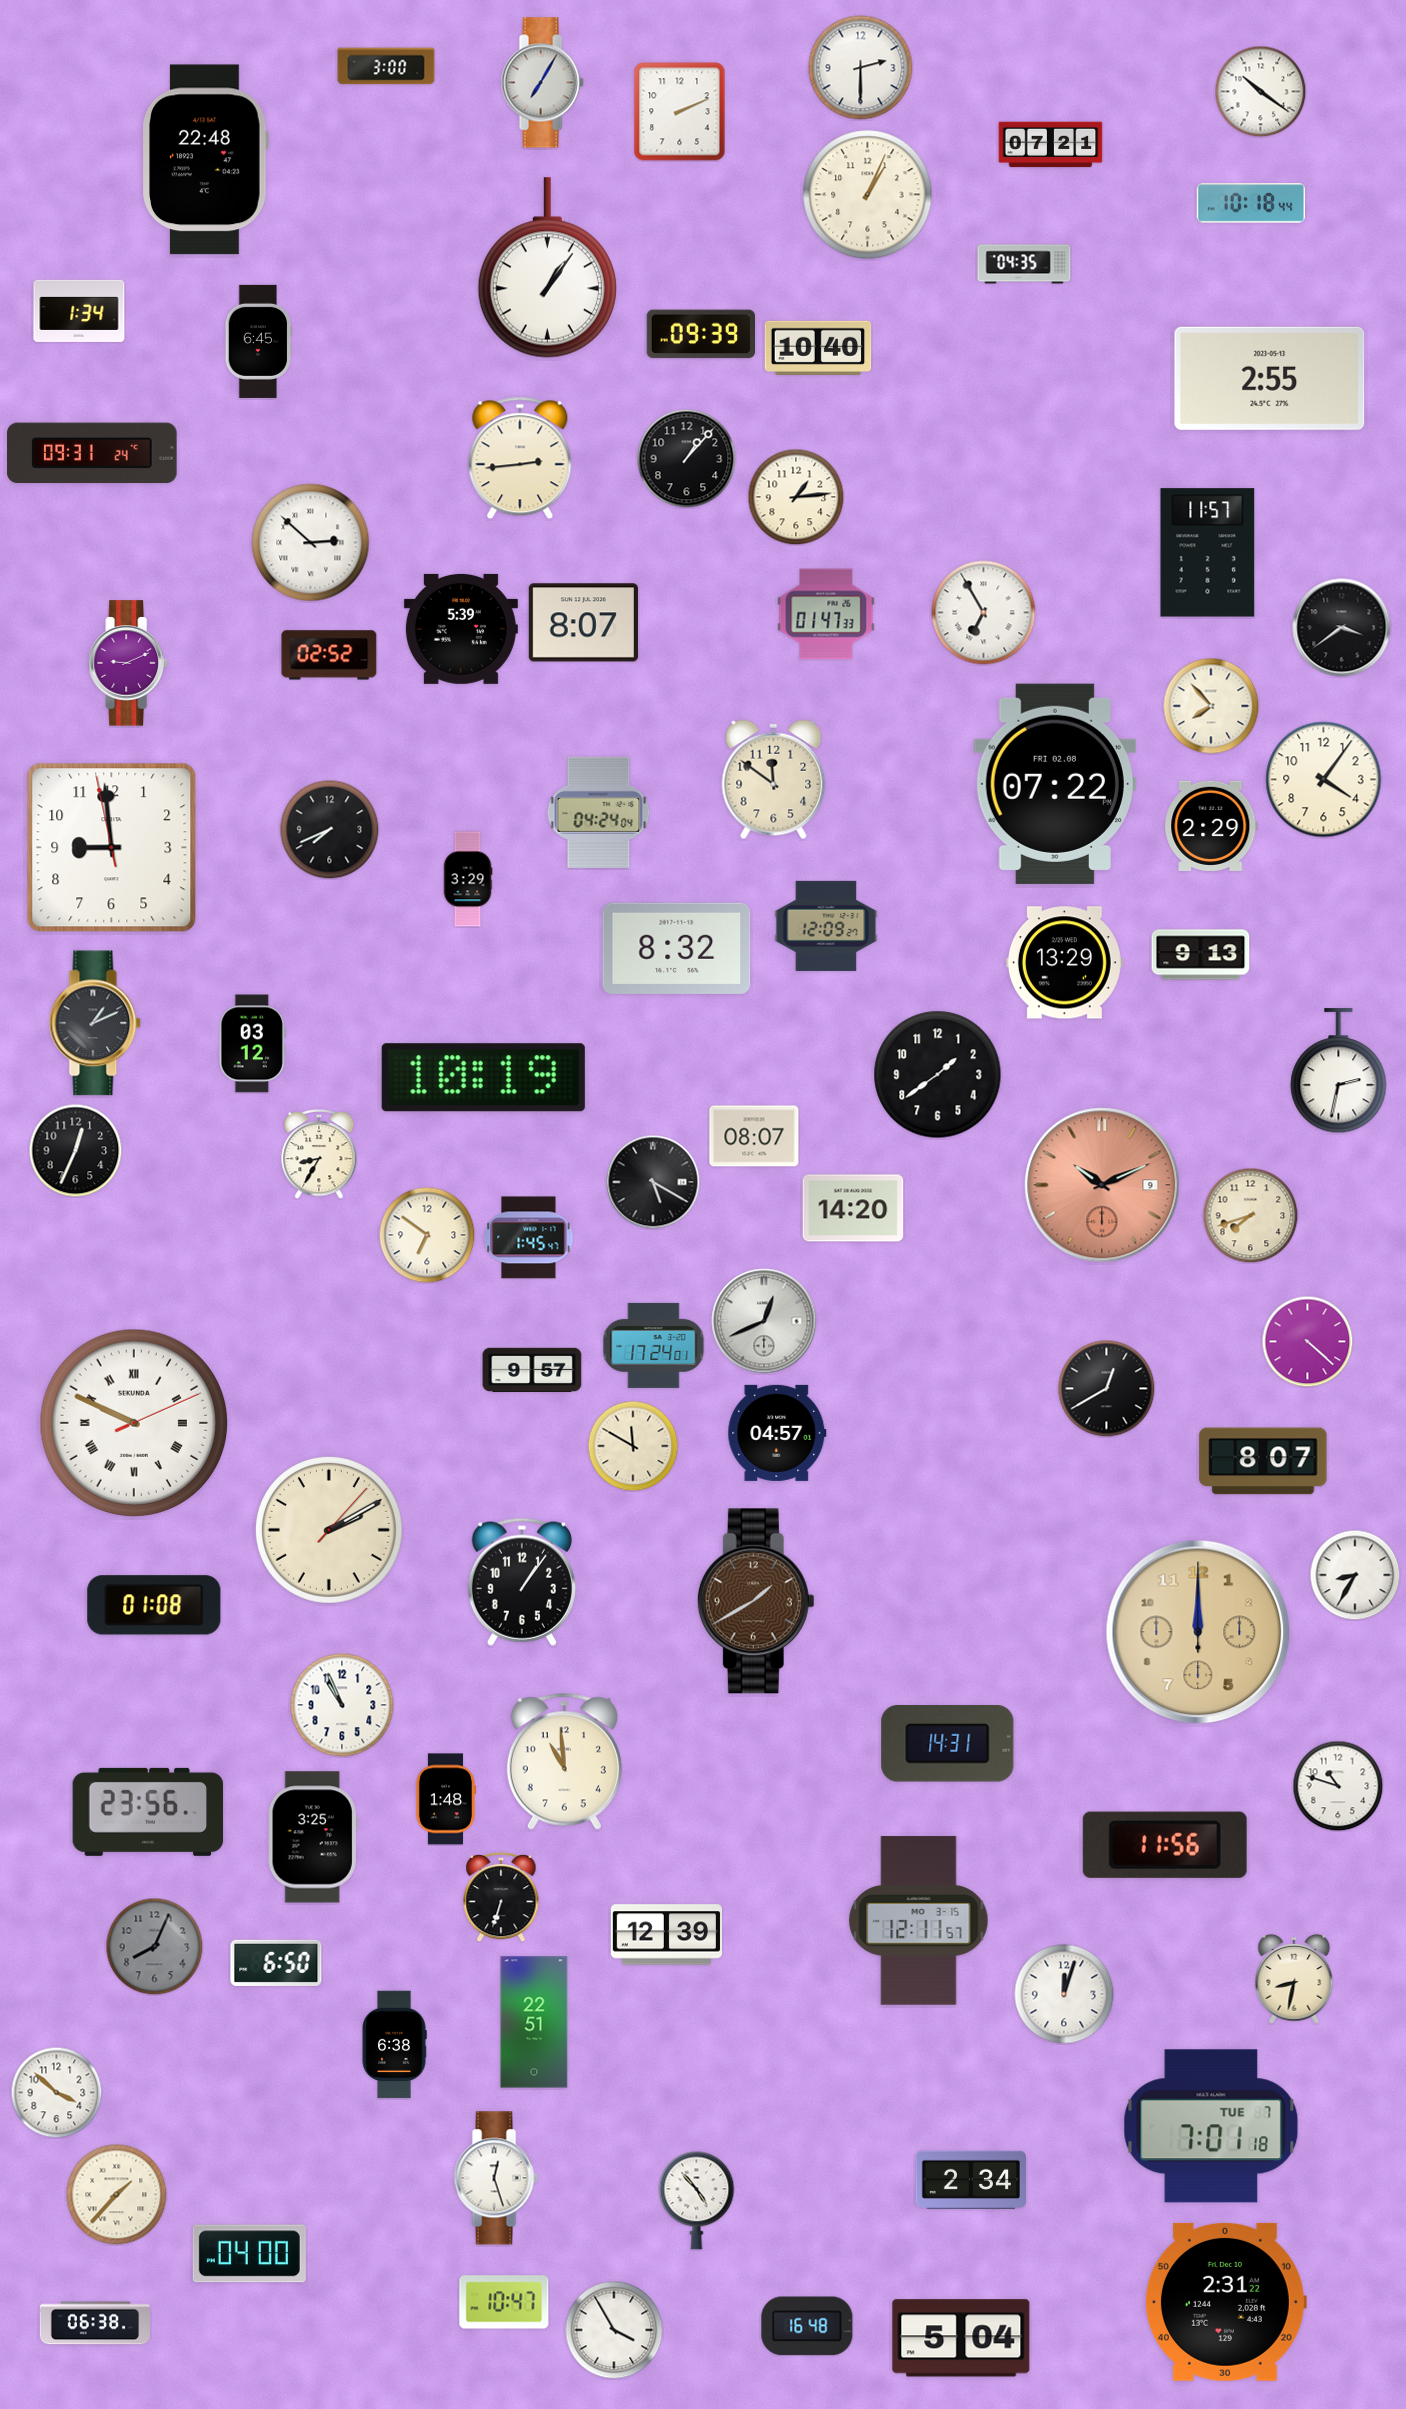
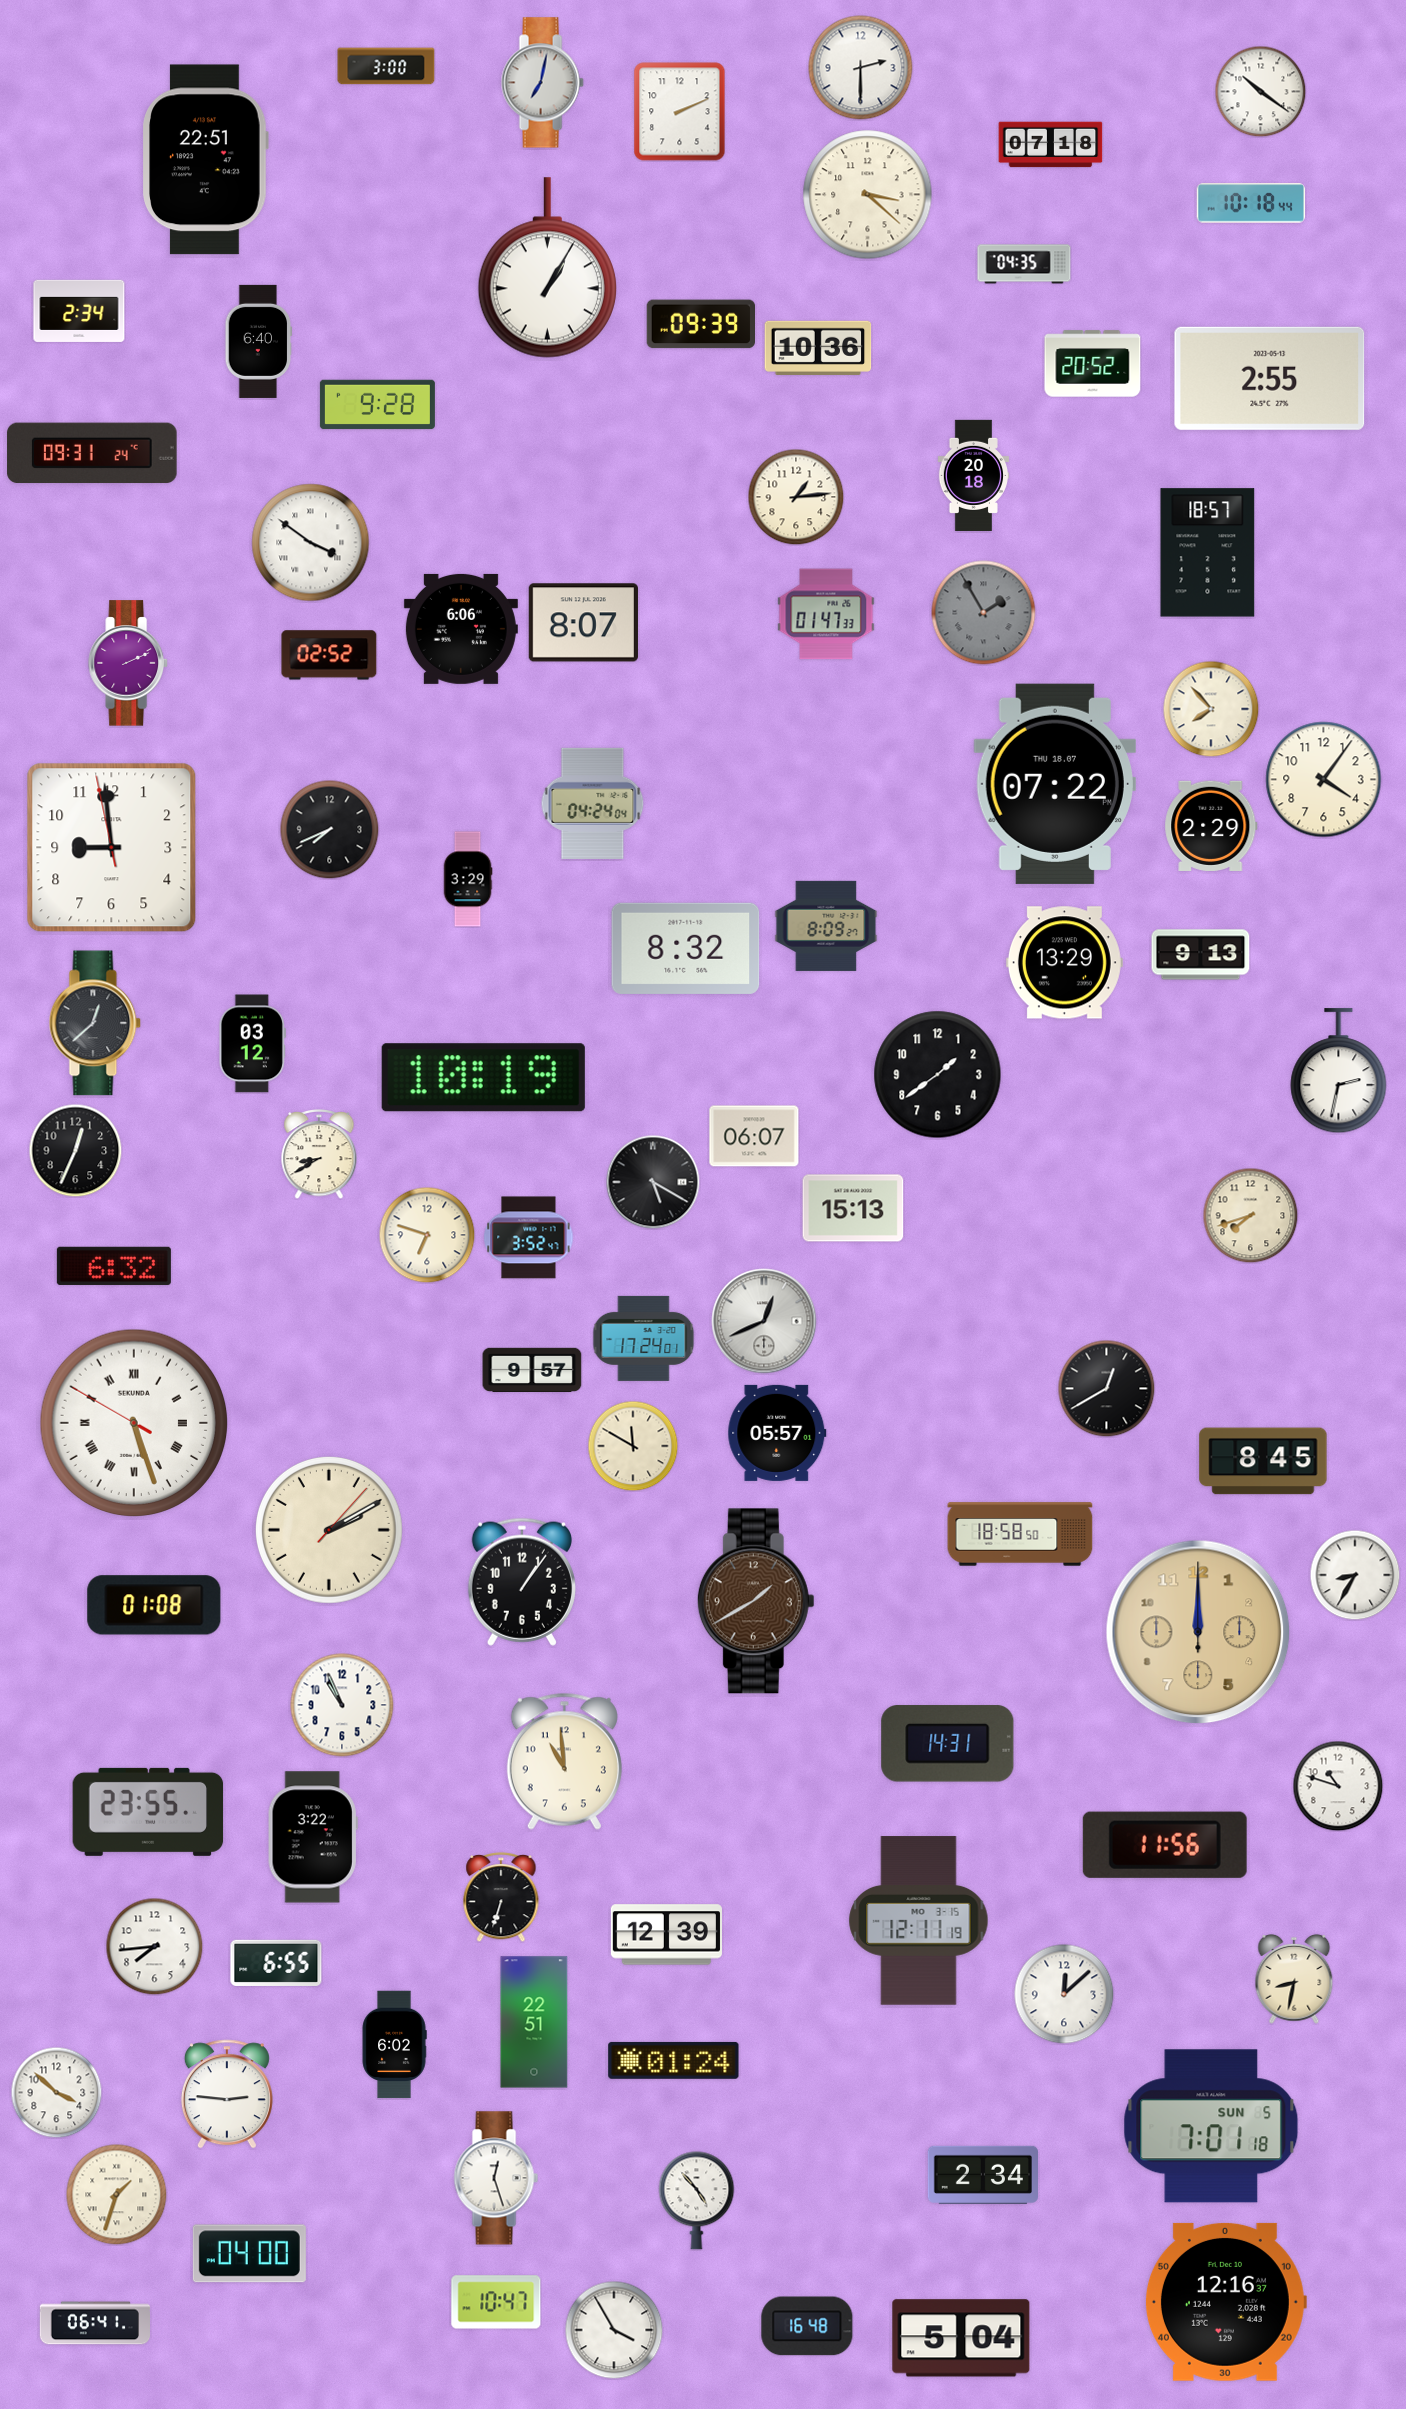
clock at (542, 83): 7:05 -> 7:02
clock at (1051, 145): 07:21 -> 07:18
clock at (205, 160): 22:48 -> 22:51
clock at (868, 195): 1:04 -> 3:22
clock at (547, 268): 1:06 -> 1:05
clock at (79, 311): 1:34 -> 2:34
clock at (700, 334) position: (700, 334) -> (700, 324)
clock at (259, 341): 6:45 -> 6:40
clock at (818, 348): 10:40 -> 10:36
clock at (1093, 364): none -> 20:52
clock at (377, 405): none -> 9:28
clock at (520, 458): 2:44 -> none
clock at (687, 459): 1:07 -> none
clock at (973, 475): none -> 20:18
clock at (311, 543): 2:52 -> 3:51
clock at (1208, 553): 11:57 -> 18:57
clock at (984, 613): 6:55 -> 1:55
clock at (984, 613) dial: white -> grey
clock at (1342, 628): 3:39 -> none
clock at (461, 629): 5:39 -> 6:06
clock at (128, 663): 9:11 -> 2:11
clock at (1211, 706) position: (1211, 706) -> (1211, 709)
clock at (774, 780): 11:51 -> none
clock at (1055, 784) date: FRI 02.08 -> THU 18.07
clock at (599, 812) position: (599, 812) -> (593, 803)
clock at (826, 926): 12:09 -> 8:09
clock at (677, 948) position: (677, 948) -> (686, 948)
clock at (95, 1023): 1:11 -> 12:38
clock at (754, 1136): 08:07 -> 06:07
clock at (319, 1154): 8:35 -> 8:40
clock at (1102, 1185): 10:11 -> none
clock at (853, 1208): 14:20 -> 15:13
clock at (427, 1235): 6:51 -> 6:48
clock at (529, 1238): 1:45 -> 3:52
clock at (114, 1266): none -> 6:32
clock at (1307, 1341): 4:22 -> none
clock at (654, 1345) position: (654, 1345) -> (644, 1338)
clock at (134, 1423): 9:49 -> 5:26
clock at (777, 1433): 04:57 -> 05:57
clock at (1263, 1461): 8:07 -> 8:45
clock at (1020, 1534): none -> 18:58
clock at (445, 1799): 1:48 -> none
clock at (148, 1812): 23:56 -> 23:55
clock at (313, 1837): 3:25 -> 3:22
clock at (919, 1921): 12:11:57 -> 12:11:19
clock at (154, 1946): 8:04 -> 7:44
clock at (154, 1946) dial: grey -> white
clock at (276, 1963): 6:50 -> 6:55
clock at (1064, 1994): 12:03 -> 12:08
clock at (394, 2045): 6:38 -> 6:02
clock at (674, 2060): none -> 01:24
clock at (227, 2094): none -> 2:46
clock at (1211, 2126) date: TUE 7 -> SUN 5
clock at (970, 2180) position: (970, 2180) -> (982, 2175)
clock at (117, 2195): 1:37 -> 1:33
clock at (504, 2302) position: (504, 2302) -> (496, 2302)
clock at (1225, 2302): 2:31 -> 12:16
clock at (94, 2323): 06:38 -> 06:41
